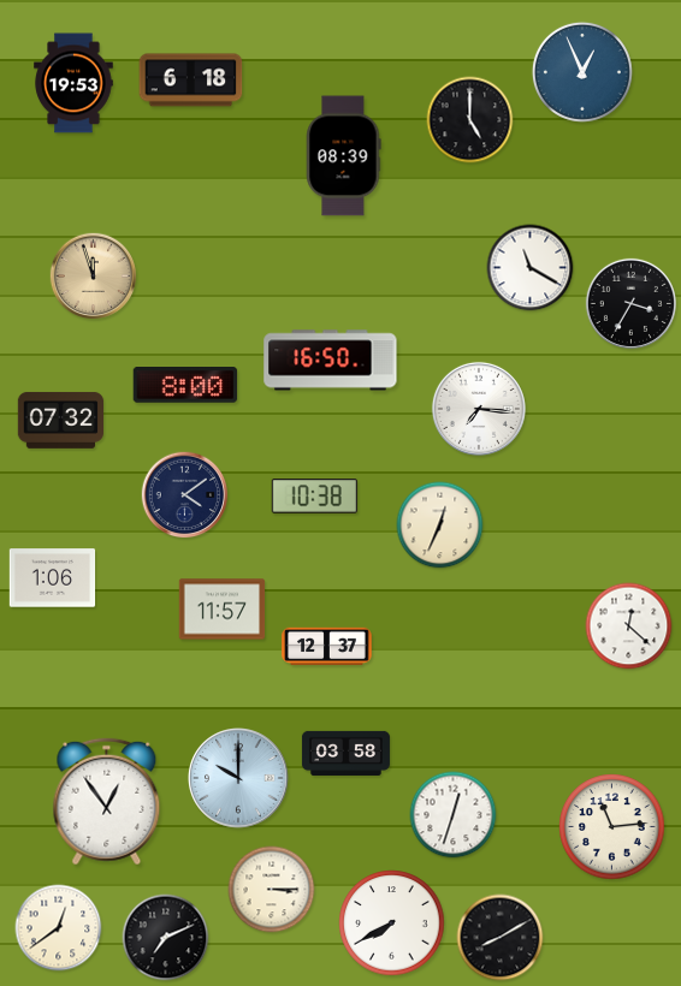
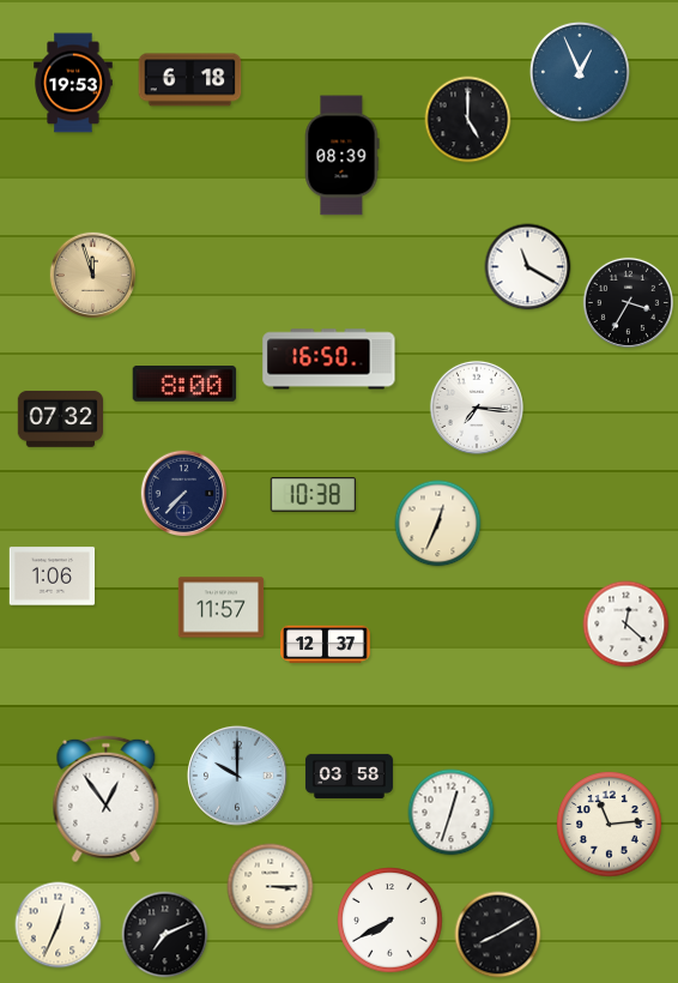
clock at (185, 495): 4:09 -> 7:37
clock at (345, 753) position: (345, 753) -> (349, 776)
clock at (59, 928): 12:39 -> 12:34
